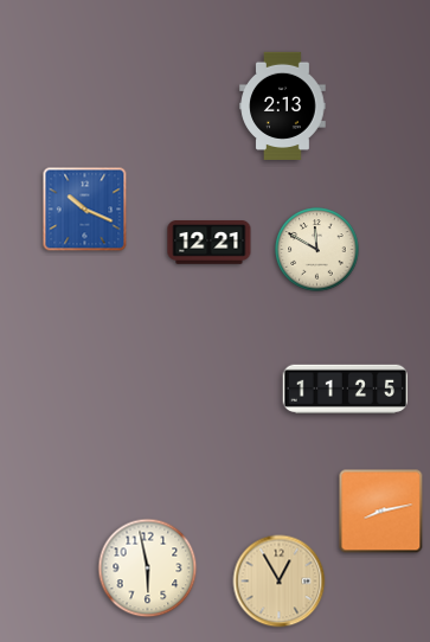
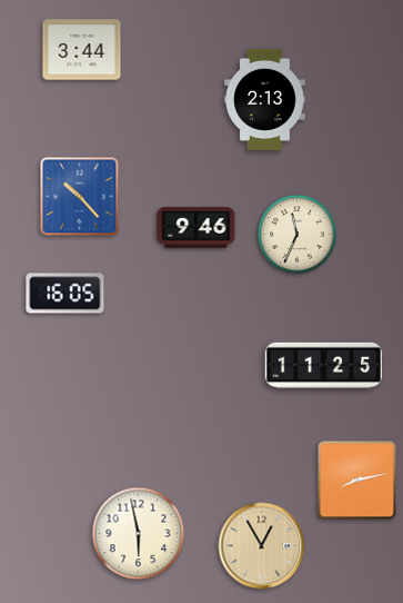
clock at (82, 50): none -> 3:44
clock at (85, 210): 10:19 -> 10:23
clock at (210, 243): 12:21 -> 9:46
clock at (317, 250): 11:50 -> 11:34
clock at (66, 294): none -> 16:05
